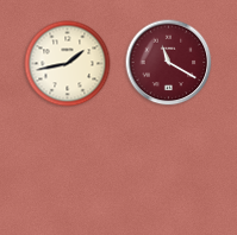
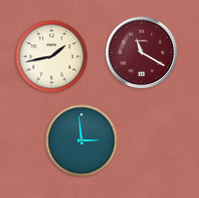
clock at (68, 64) position: (68, 64) -> (52, 57)
clock at (82, 141): none -> 2:59
